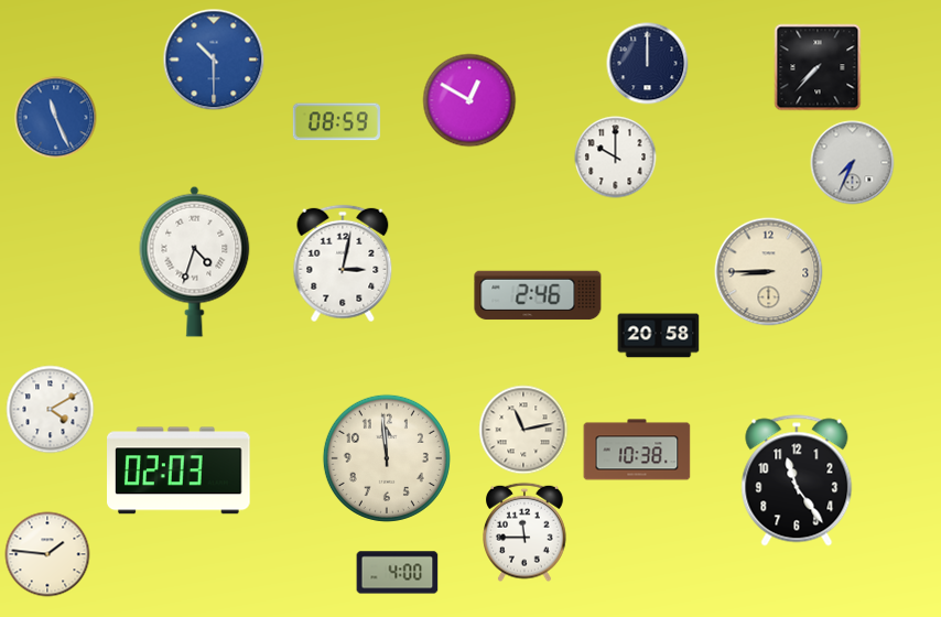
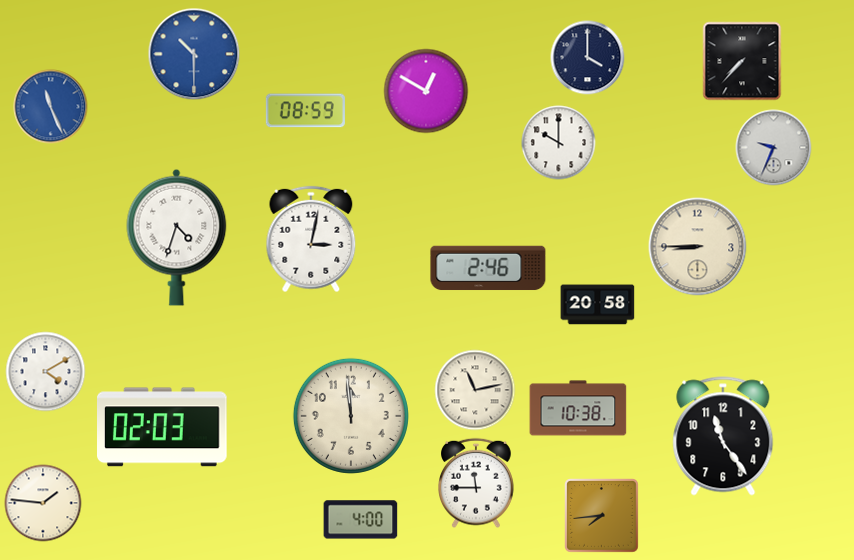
clock at (648, 64): 12:00 -> 4:00
clock at (853, 163): 7:34 -> 9:34
clock at (602, 516): none -> 7:44
